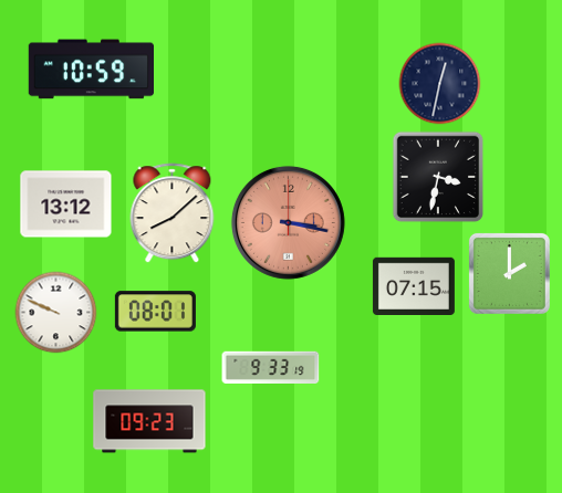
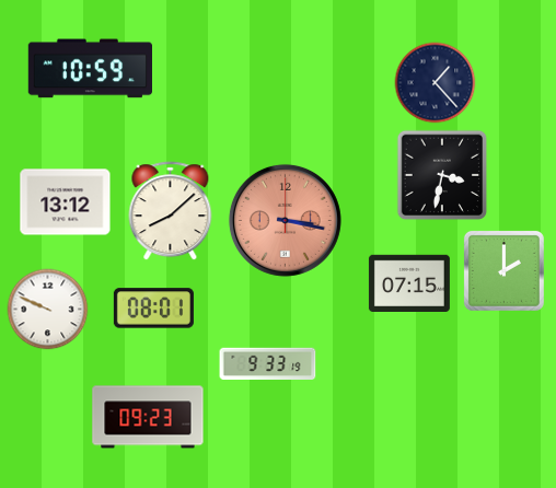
clock at (440, 84): 12:32 -> 1:23
clock at (438, 177) position: (438, 177) -> (442, 175)
clock at (56, 313) position: (56, 313) -> (48, 310)
